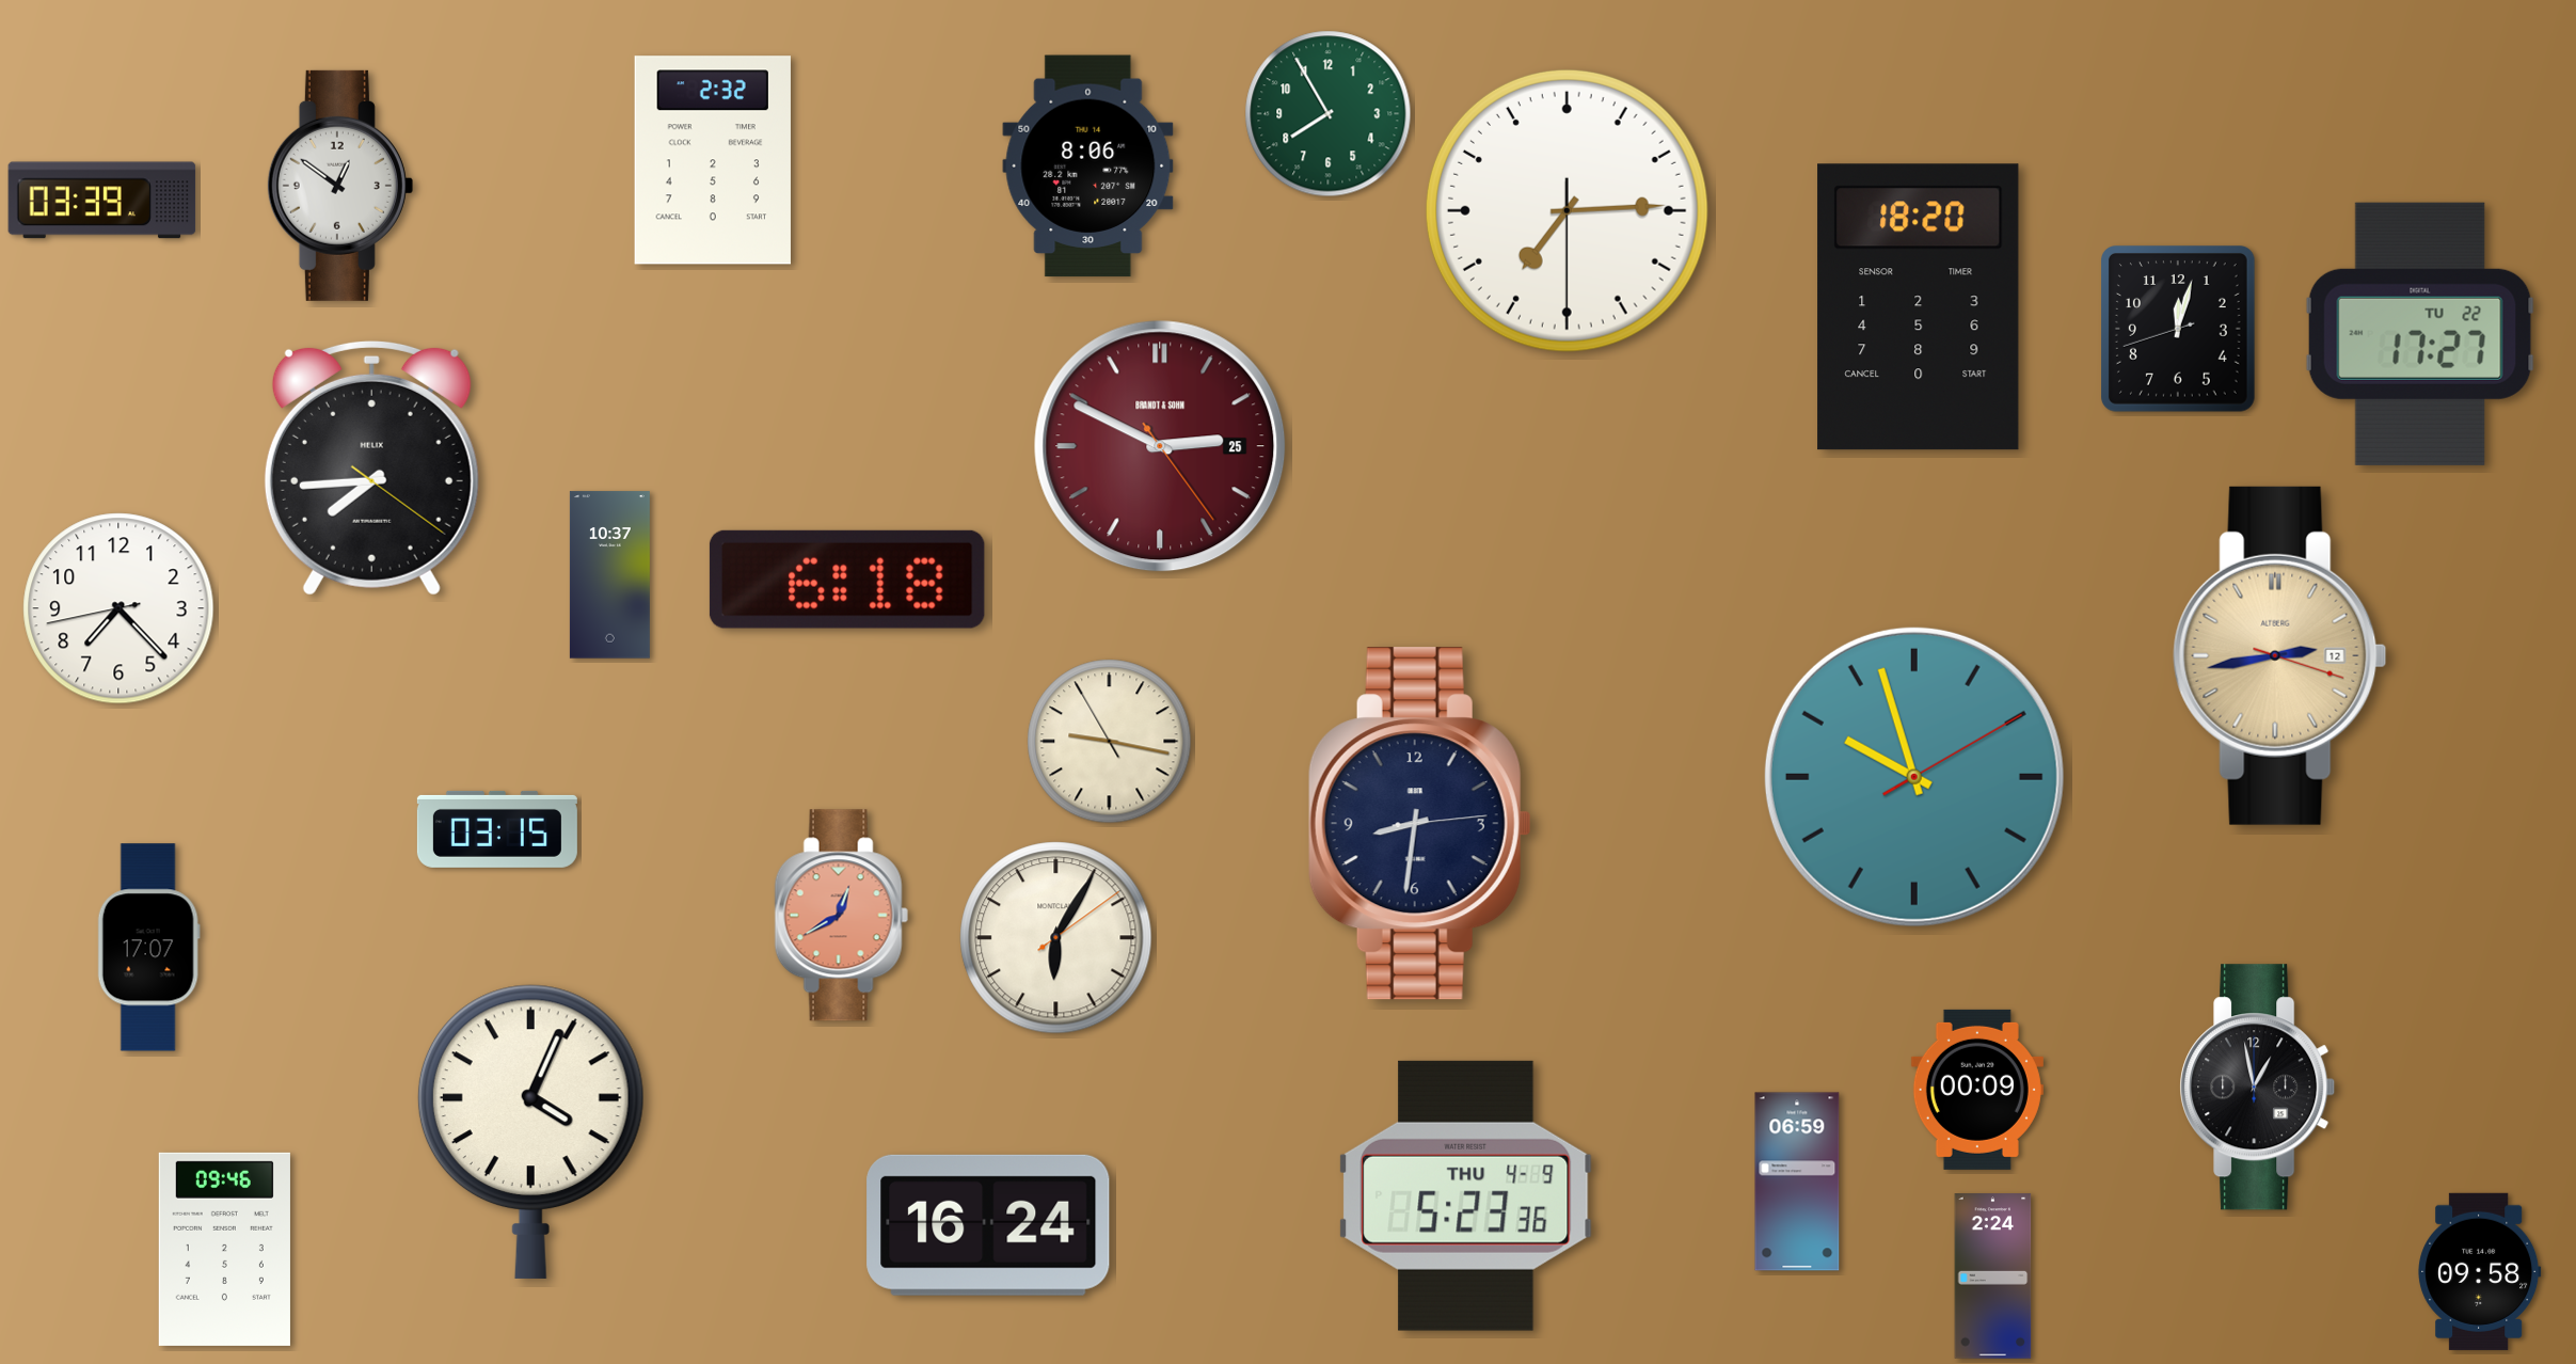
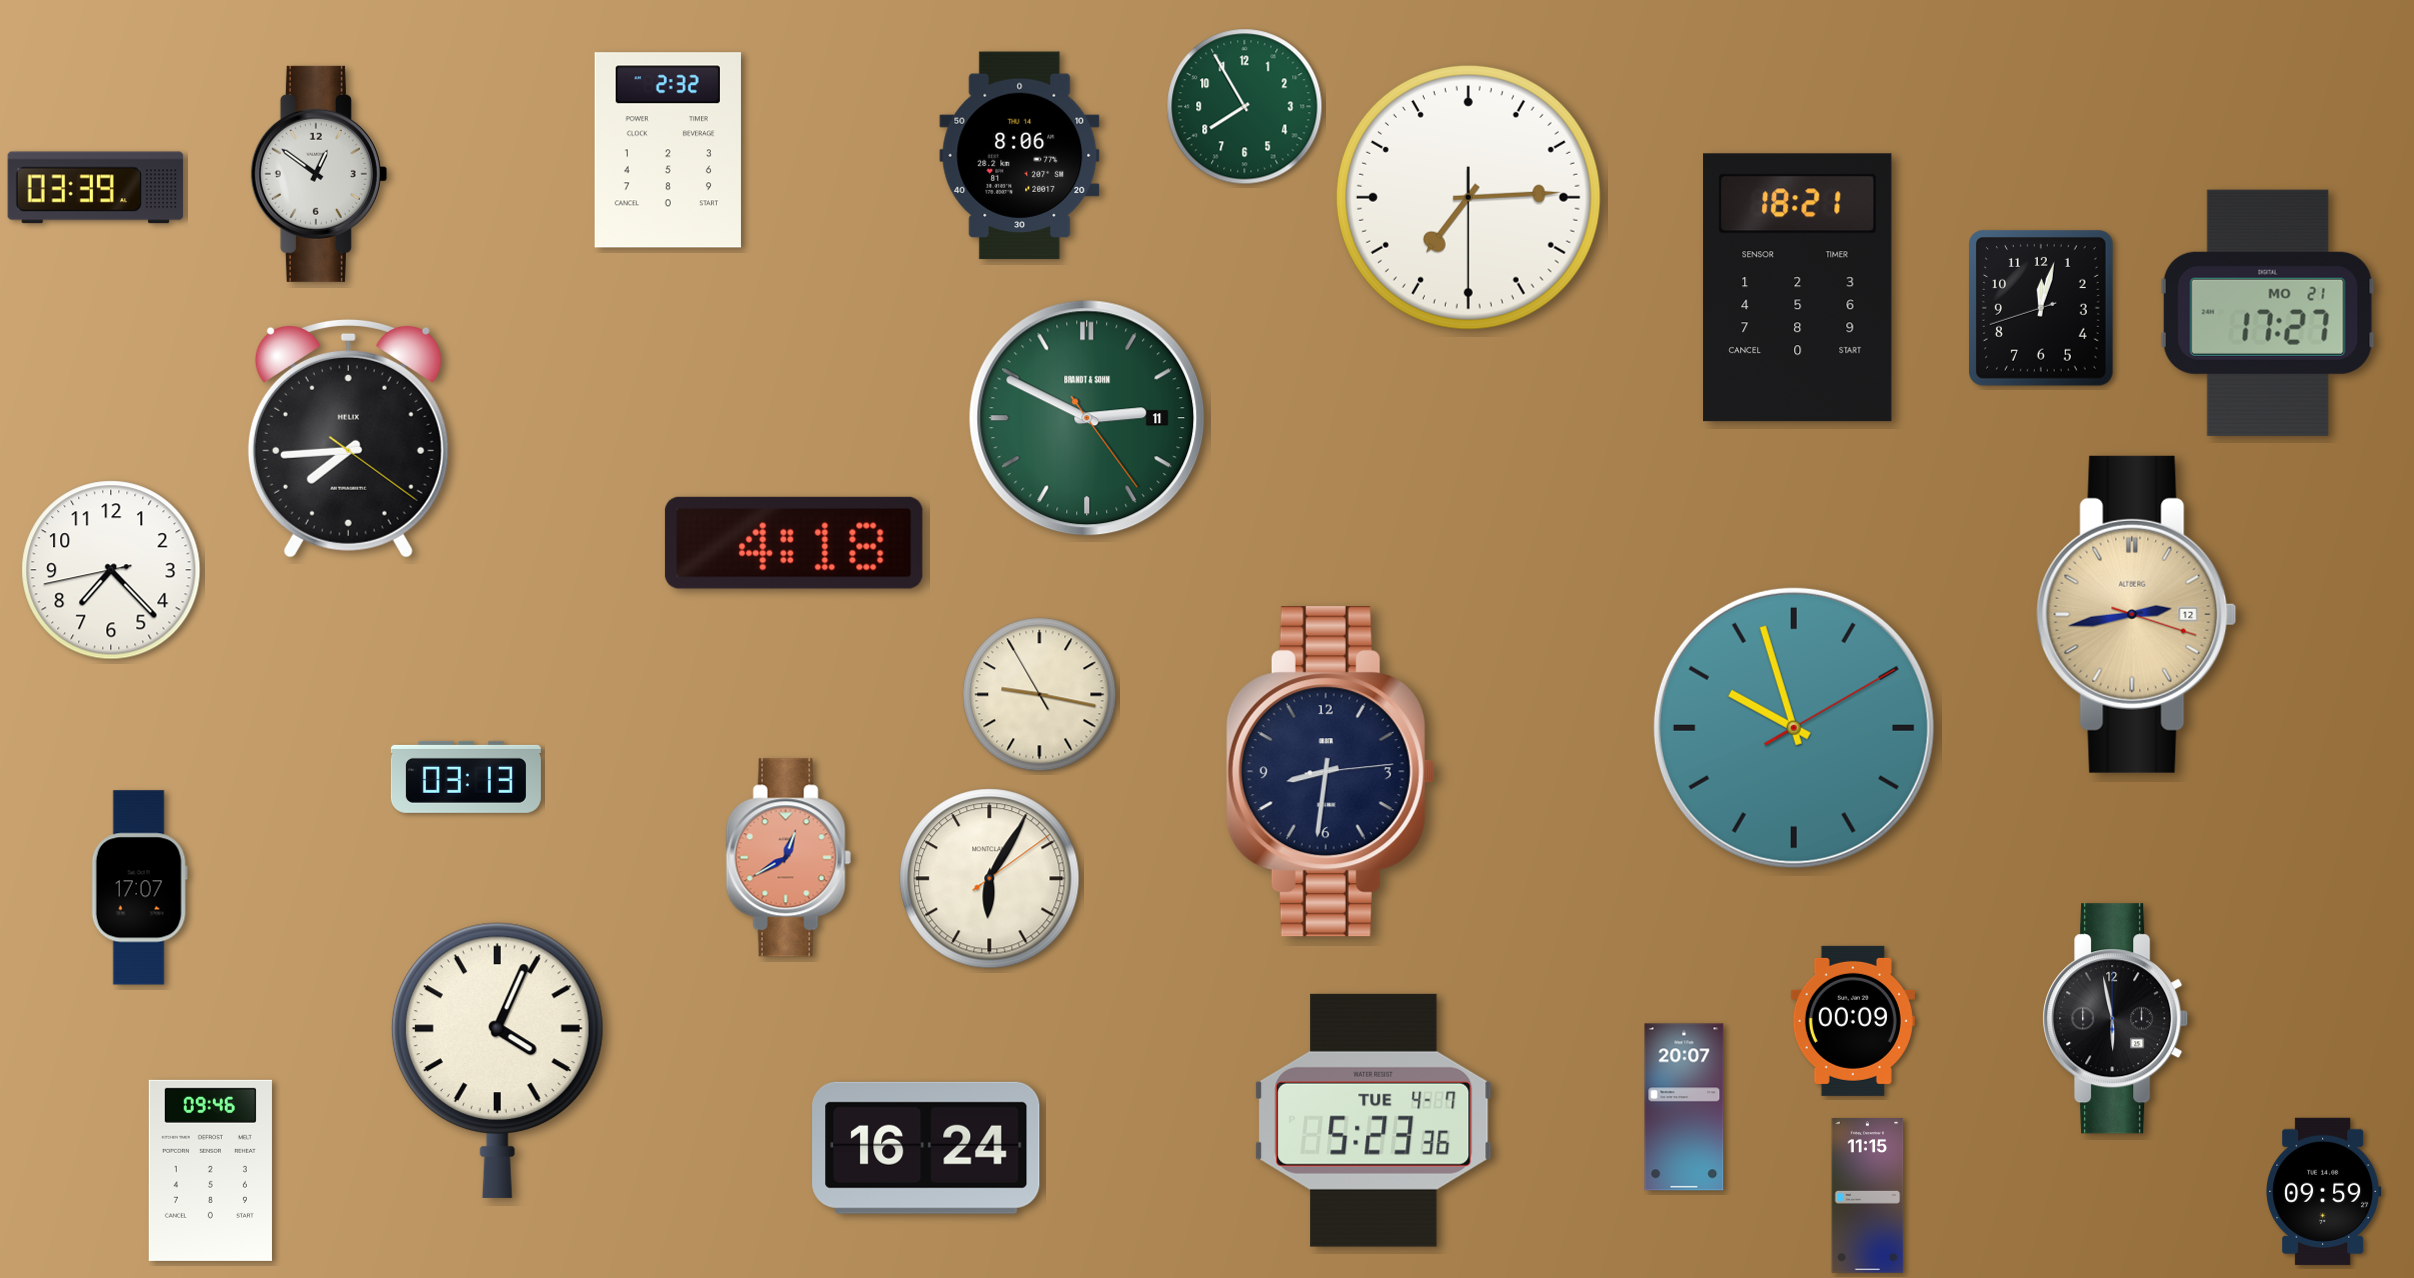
clock at (1919, 307): 18:20 -> 18:21
clock at (2420, 334) date: TU 22 -> MO 21
clock at (1160, 446) date: 25 -> 11
clock at (1160, 446) dial: burgundy -> green
clock at (609, 575): 10:37 -> none
clock at (847, 580): 6:18 -> 4:18
clock at (497, 829): 03:15 -> 03:13
clock at (2258, 1088): 12:58 -> 5:58
clock at (1797, 1181): 06:59 -> 20:07
clock at (1466, 1195) date: THU 4-9 -> TUE 4-7
clock at (2480, 1271): 09:58 -> 09:59
clock at (1993, 1276): 2:24 -> 11:15
